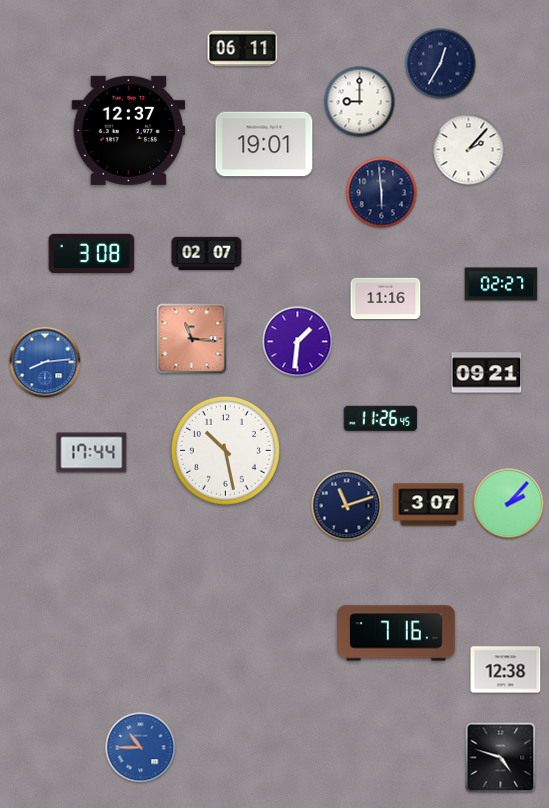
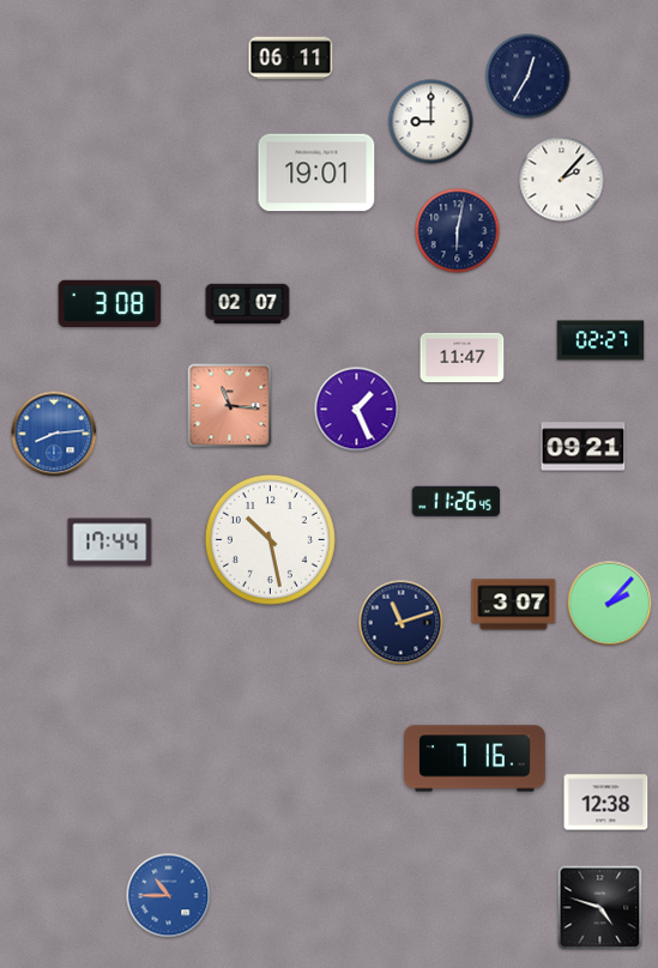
clock at (129, 130): 12:37 -> none
clock at (382, 193): 5:59 -> 6:02
clock at (386, 299): 11:16 -> 11:47
clock at (298, 342): 1:31 -> 1:26
clock at (347, 506) position: (347, 506) -> (402, 623)
